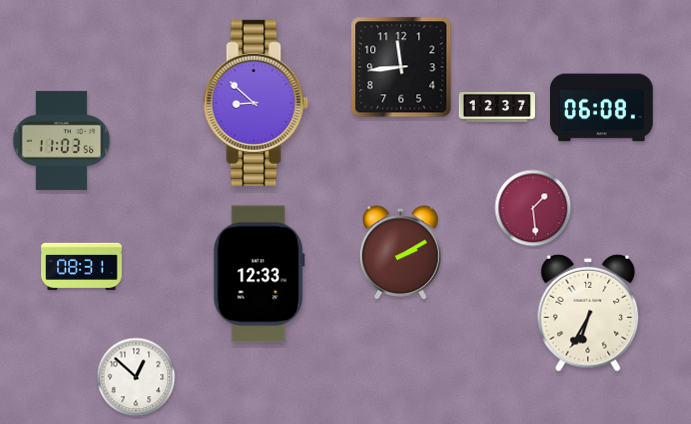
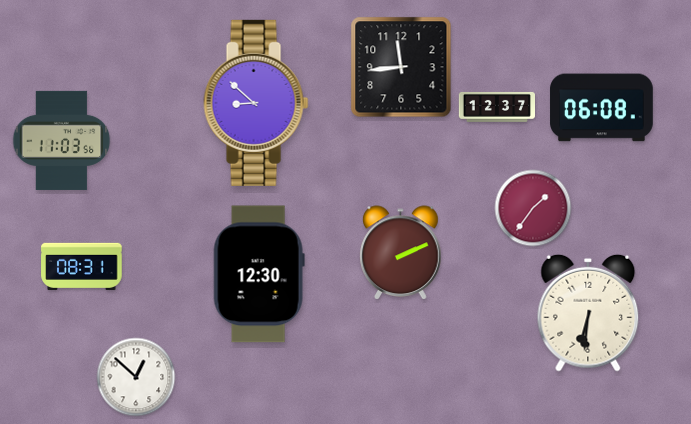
clock at (533, 208): 1:29 -> 1:36
clock at (401, 253): 2:10 -> 2:11
clock at (259, 274): 12:33 -> 12:30
clock at (588, 313): 6:35 -> 6:31
